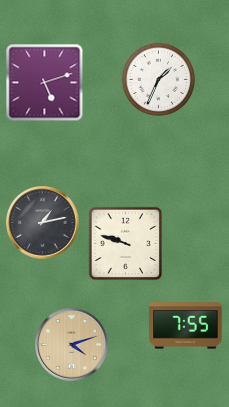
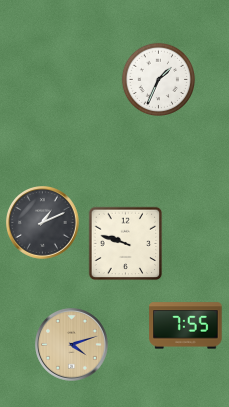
clock at (45, 83): 5:12 -> none
clock at (43, 223): 1:13 -> 1:11
